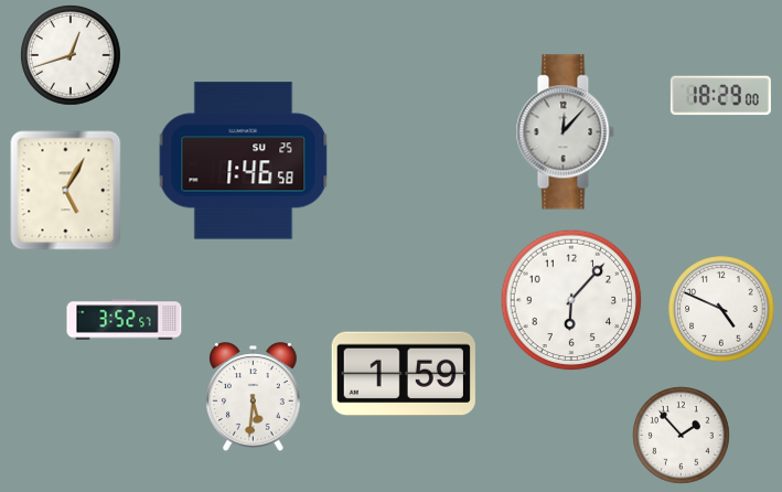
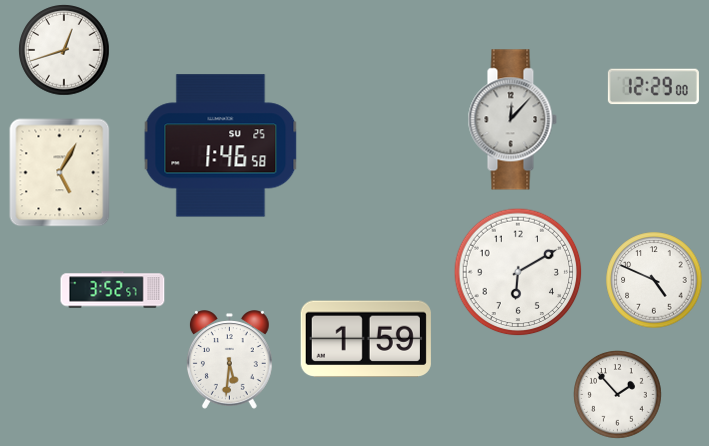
clock at (720, 96): 18:29 -> 12:29
clock at (571, 300): 6:07 -> 6:10
